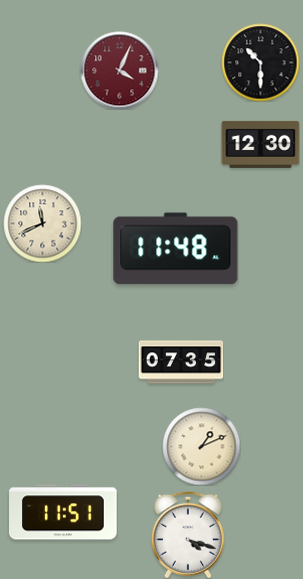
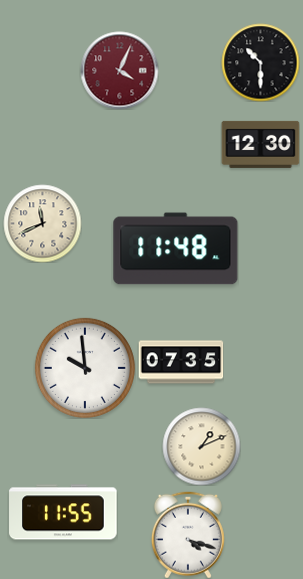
clock at (85, 368): none -> 9:59
clock at (63, 512): 11:51 -> 11:55
